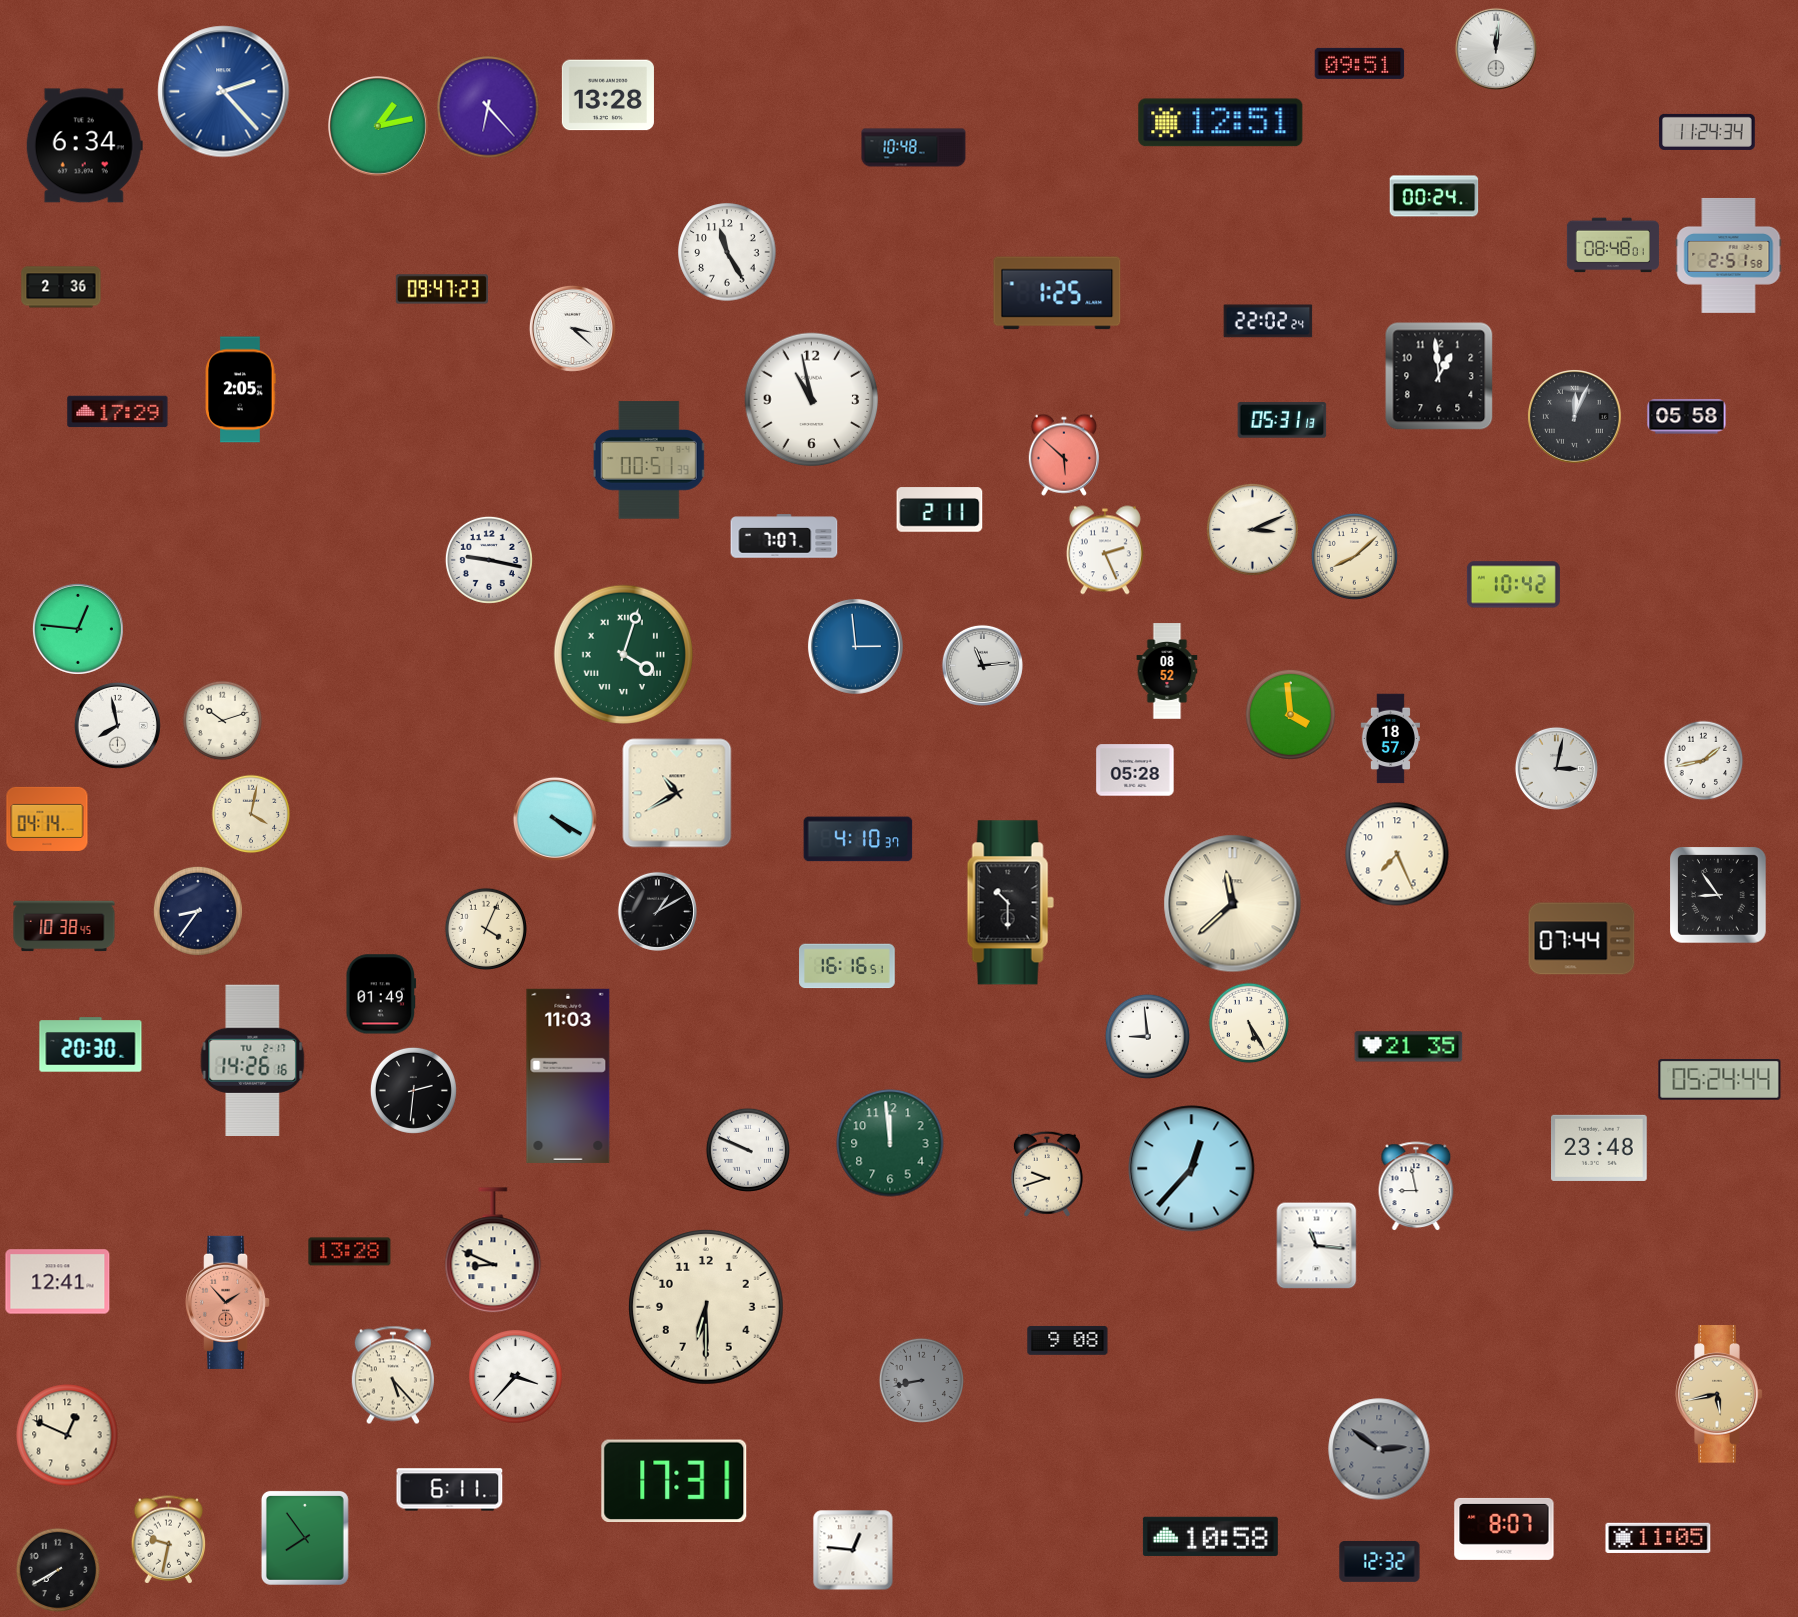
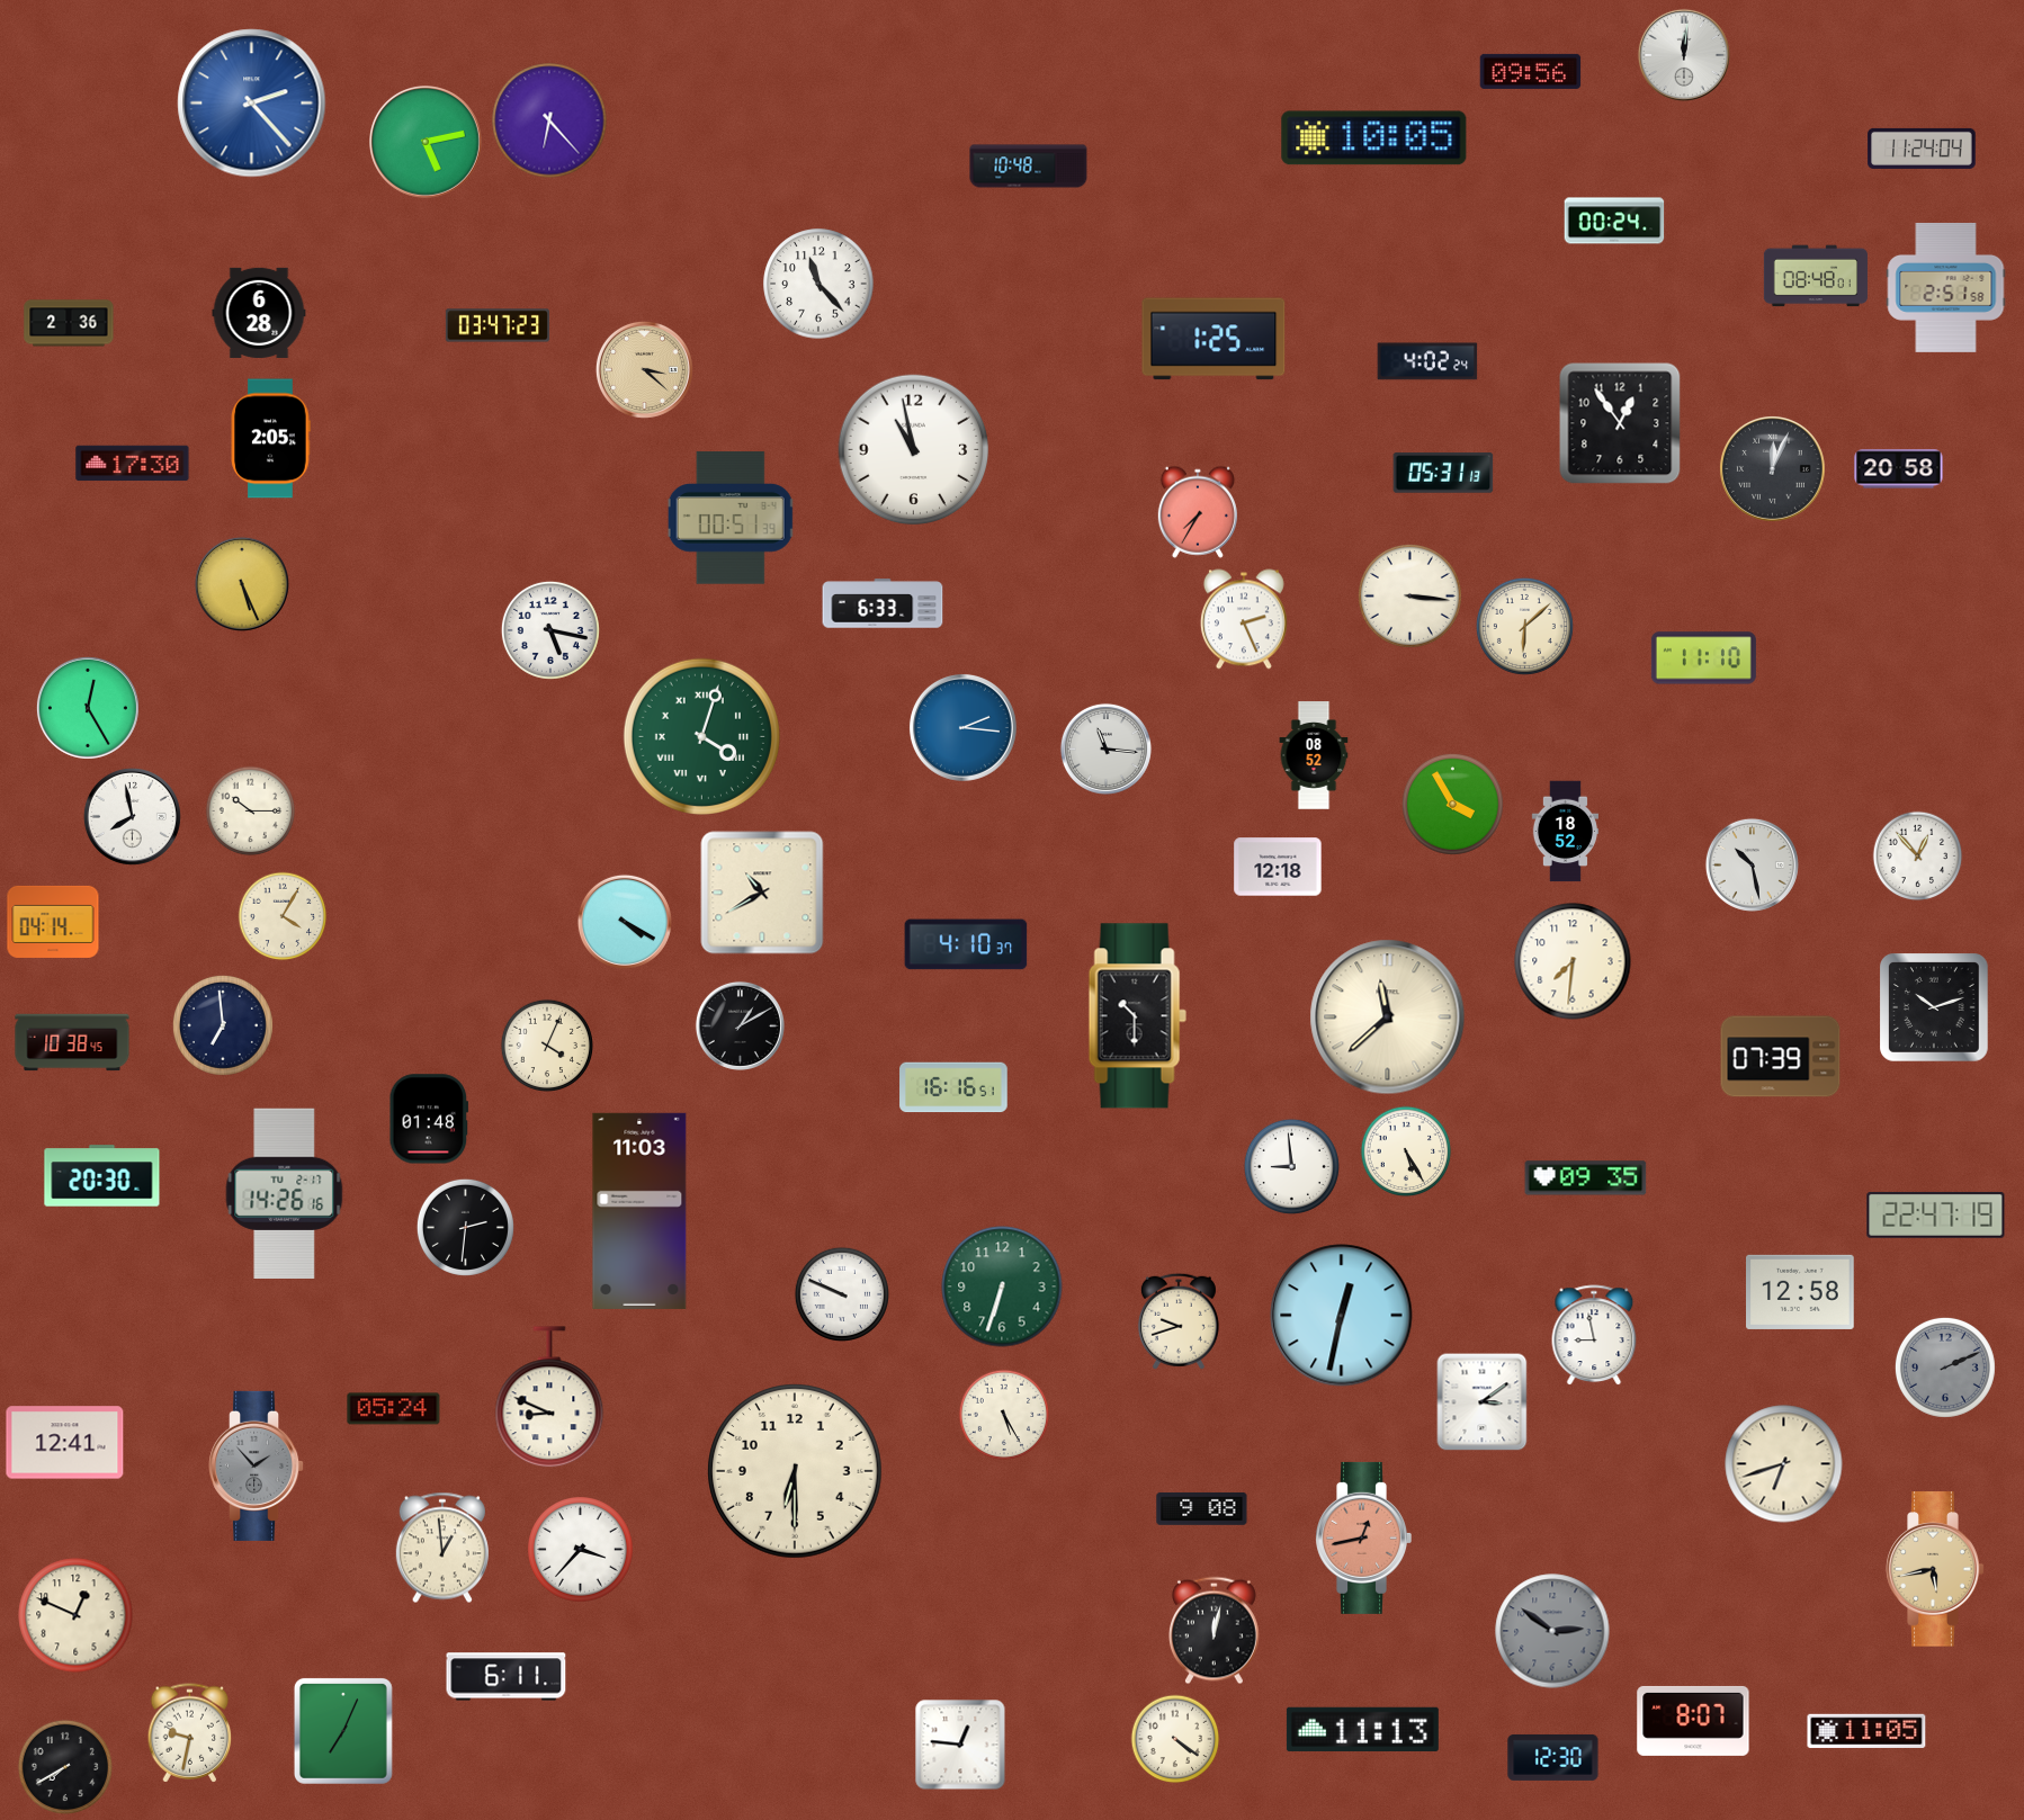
clock at (1360, 63): 09:51 -> 09:56
clock at (608, 95): 13:28 -> none
clock at (1221, 123): 12:51 -> 10:05
clock at (379, 127): 1:13 -> 5:13
clock at (1707, 132): 11:24:34 -> 11:24:04
clock at (84, 146): 6:34 -> none
clock at (727, 252): 11:25 -> 11:23
clock at (259, 313): none -> 6:28
clock at (442, 289): 09:47 -> 03:47
clock at (1057, 293) position: (1057, 293) -> (1213, 339)
clock at (1268, 321): 22:02 -> 4:02
clock at (572, 328) dial: white -> champagne
clock at (1439, 376): 12:59 -> 12:54
clock at (118, 412): 17:29 -> 17:30
clock at (1687, 417): 05:58 -> 20:58
clock at (1064, 455): 5:52 -> 7:35
clock at (940, 510): 2:11 -> none
clock at (242, 584): none -> 5:26
clock at (1252, 529): 3:11 -> 3:16
clock at (784, 536): 7:07 -> 6:33
clock at (1354, 556): 8:08 -> 6:08
clock at (489, 560): 9:17 -> 5:17
clock at (1513, 585): 10:42 -> 11:10
clock at (78, 629): 12:46 -> 12:25
clock at (855, 646): 2:59 -> 2:16
clock at (982, 665): 11:14 -> 11:16
clock at (1290, 714): 3:59 -> 3:55
clock at (223, 721): 10:12 -> 10:15
clock at (1390, 739): 18:57 -> 18:52
clock at (1704, 761): 1:43 -> 12:53
clock at (1556, 768): 3:02 -> 10:28
clock at (1135, 770): 05:28 -> 12:18
clock at (251, 814): 4:02 -> 4:05
clock at (1397, 854): 7:26 -> 7:31
clock at (1719, 896): 8:54 -> 10:12
clock at (198, 911): 8:36 -> 6:59
clock at (1582, 939): 07:44 -> 07:39
clock at (381, 994): 01:49 -> 01:48
clock at (1409, 1047): 21:35 -> 09:35
clock at (1720, 1080): 05:24 -> 22:47
clock at (890, 1143): 11:59 -> 6:33
clock at (1600, 1148): 23:48 -> 12:58
clock at (1192, 1169): 12:37 -> 12:32
clock at (1945, 1368): none -> 2:11
clock at (1317, 1246): 11:16 -> 3:09
clock at (493, 1251) position: (493, 1251) -> (549, 1398)
clock at (350, 1252): 13:28 -> 05:24
clock at (1004, 1415): none -> 5:25
clock at (1784, 1464): none -> 6:42
clock at (228, 1302) dial: salmon -> grey
clock at (1363, 1537): none -> 12:43
clock at (393, 1375): 5:23 -> 12:59
clock at (921, 1380): 8:43 -> none
clock at (1213, 1631): none -> 12:02
clock at (674, 1481): 17:31 -> none
clock at (1210, 1536): 10:58 -> 11:13
clock at (305, 1538): 7:54 -> 7:04
clock at (1175, 1739): none -> 4:21
clock at (1380, 1561): 12:32 -> 12:30
